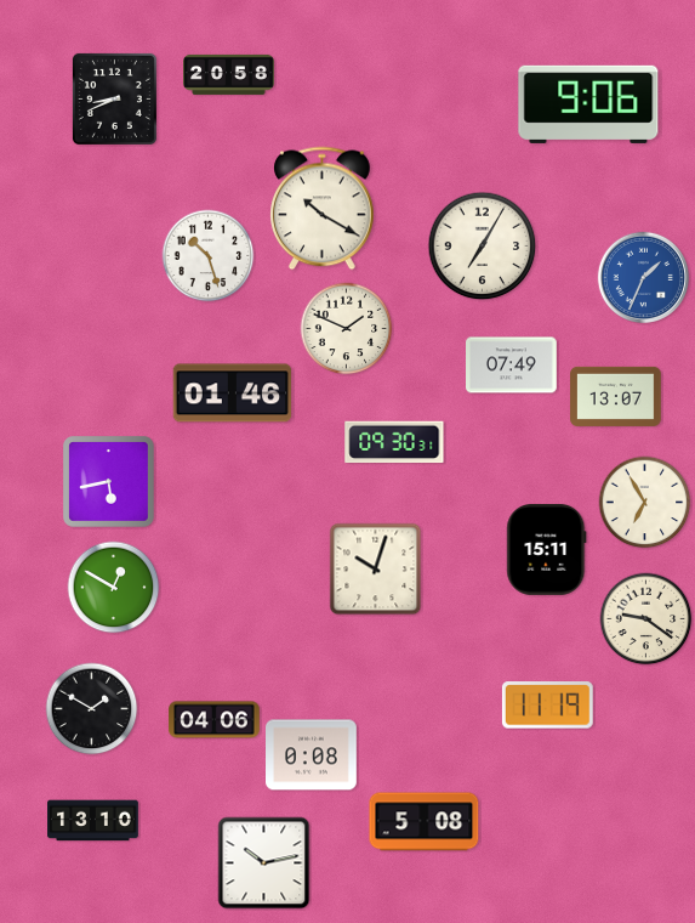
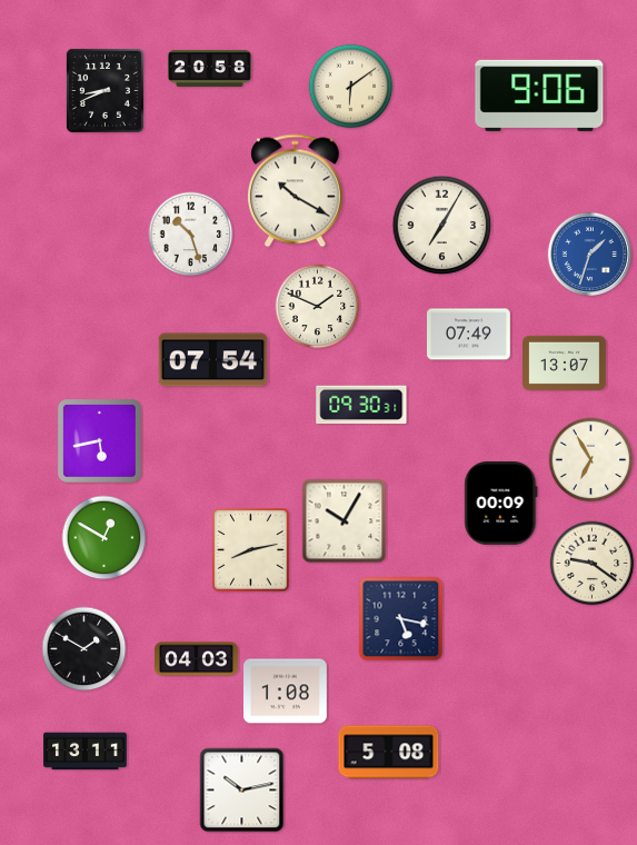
clock at (351, 87): none -> 6:09
clock at (643, 277): 1:34 -> 1:33
clock at (347, 329) position: (347, 329) -> (318, 307)
clock at (233, 393): 01:46 -> 07:54
clock at (547, 550): 15:11 -> 00:09
clock at (376, 570): 10:03 -> 10:05
clock at (251, 550): none -> 8:13
clock at (646, 619) position: (646, 619) -> (593, 564)
clock at (401, 619): none -> 5:17
clock at (547, 706): 11:19 -> none
clock at (215, 720): 04:06 -> 04:03
clock at (312, 755): 0:08 -> 1:08
clock at (93, 821): 13:10 -> 13:11
